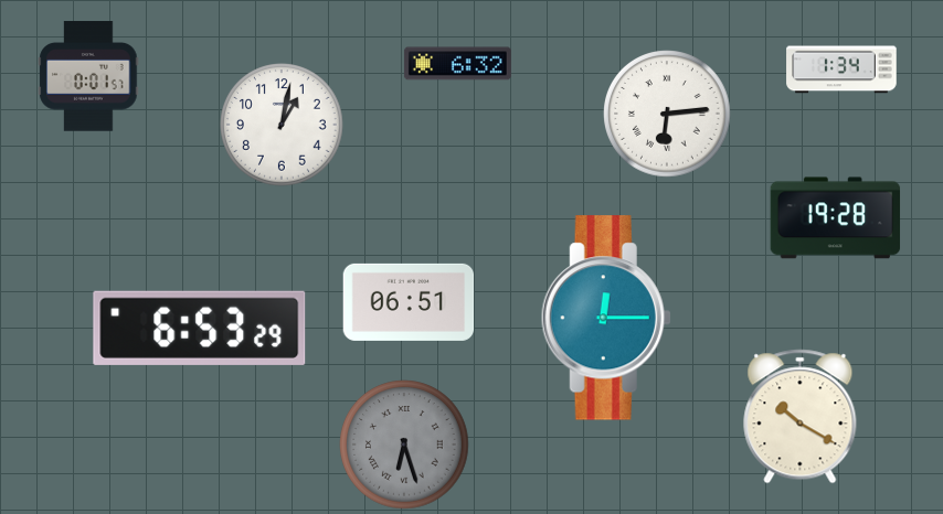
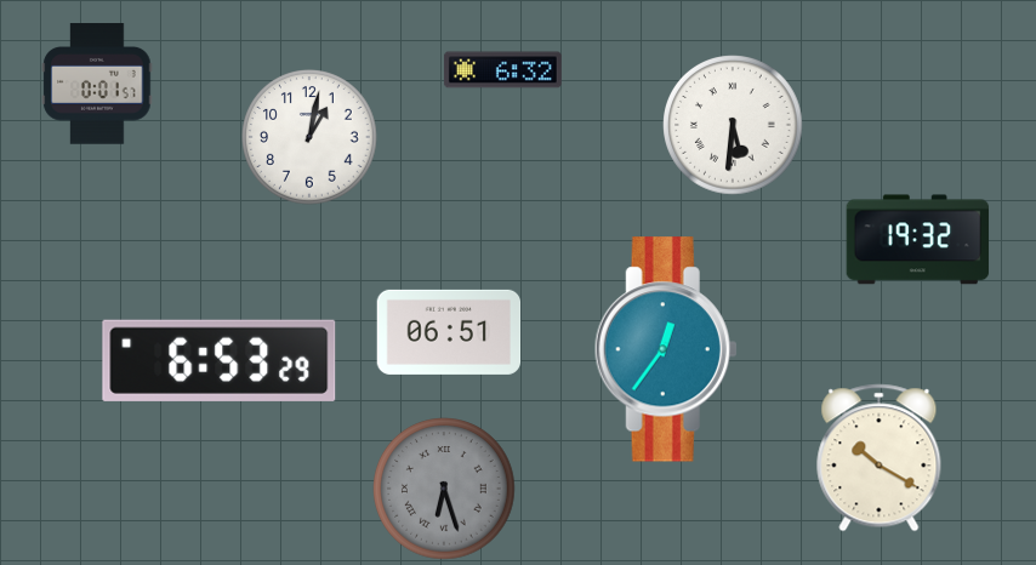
clock at (841, 69): 1:34 -> none
clock at (667, 114): 6:14 -> 5:31
clock at (836, 218): 19:28 -> 19:32
clock at (606, 318): 12:15 -> 12:36
